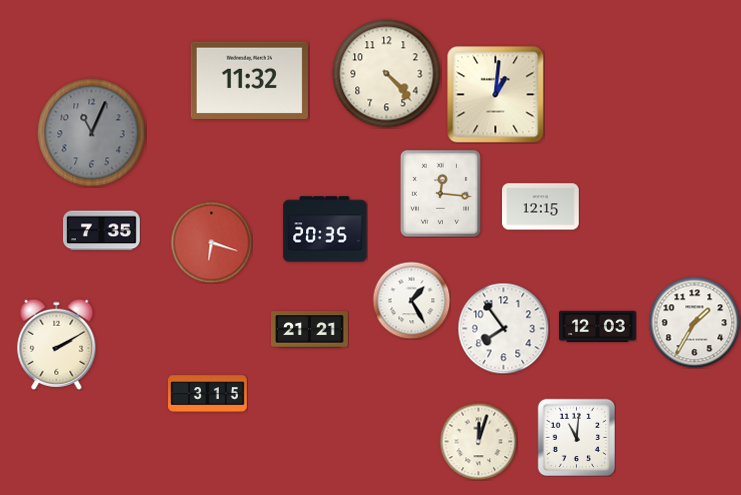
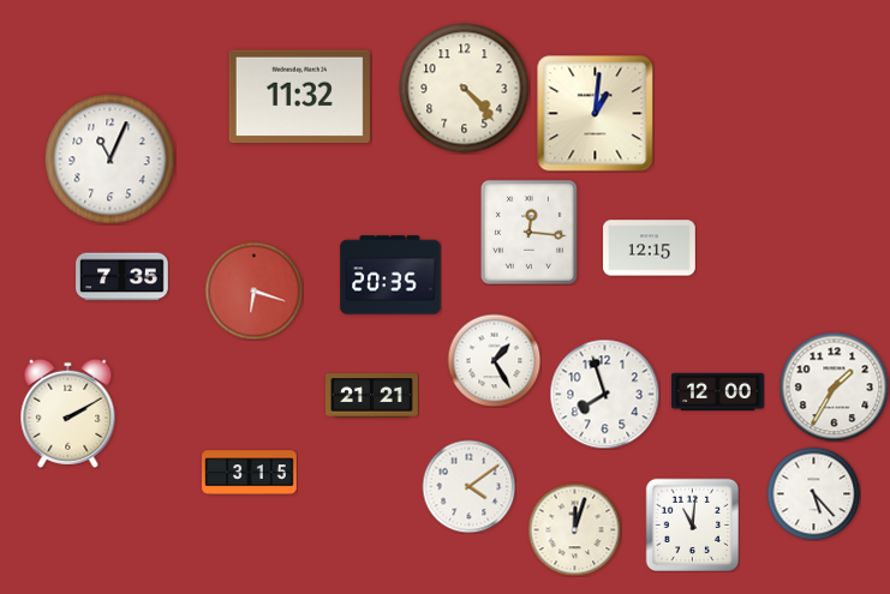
clock at (92, 133) dial: grey -> white
clock at (598, 327): 12:03 -> 12:00
clock at (503, 328): 7:54 -> 7:57
clock at (468, 486): none -> 4:09
clock at (813, 493): none -> 5:23
